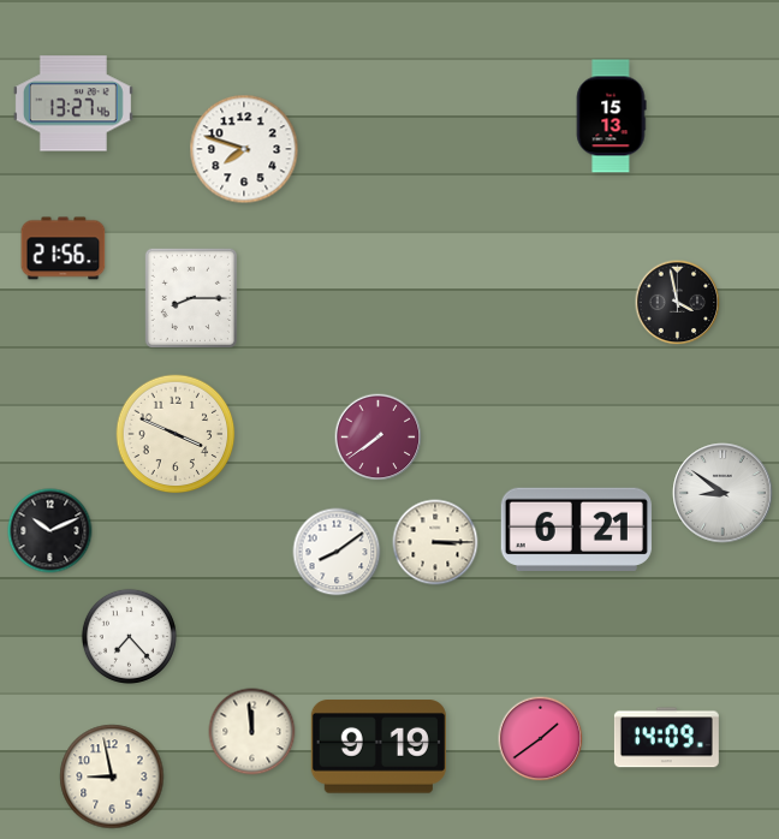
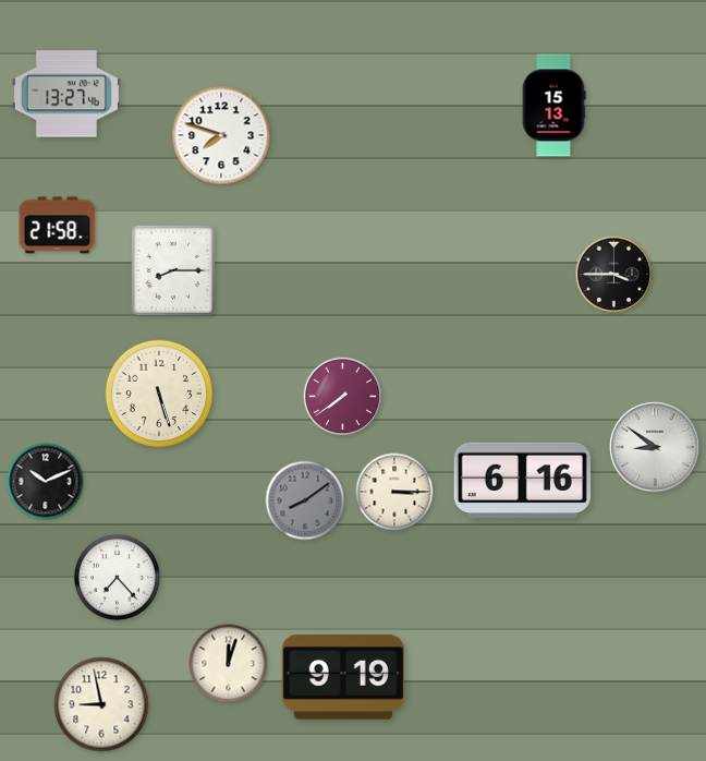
clock at (64, 249): 21:56 -> 21:58
clock at (678, 303): 3:58 -> 3:45
clock at (176, 434): 3:49 -> 5:27
clock at (576, 529): 6:21 -> 6:16
clock at (337, 552) dial: white -> grey
clock at (252, 732): 11:59 -> 12:03
clock at (666, 738): 14:09 -> none
clock at (541, 739): 1:39 -> none
